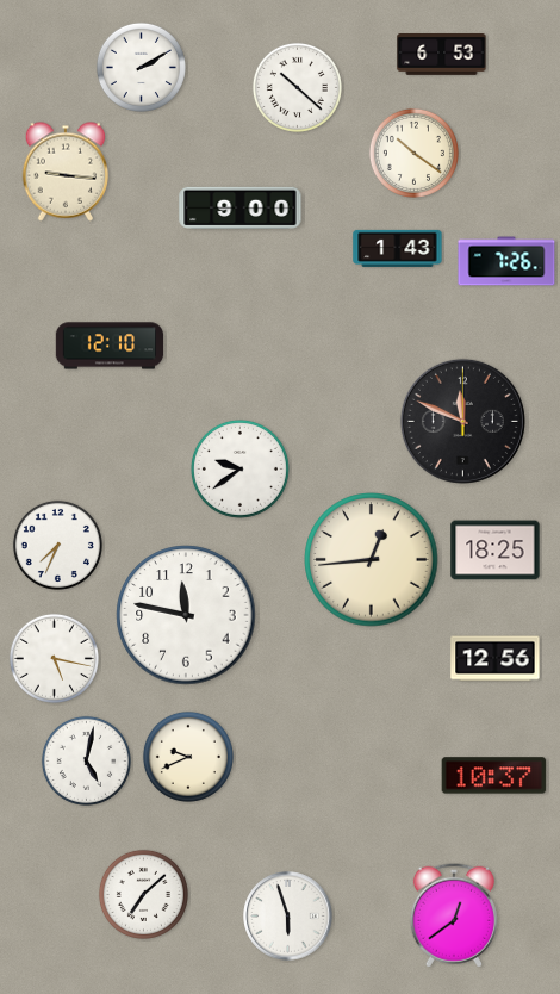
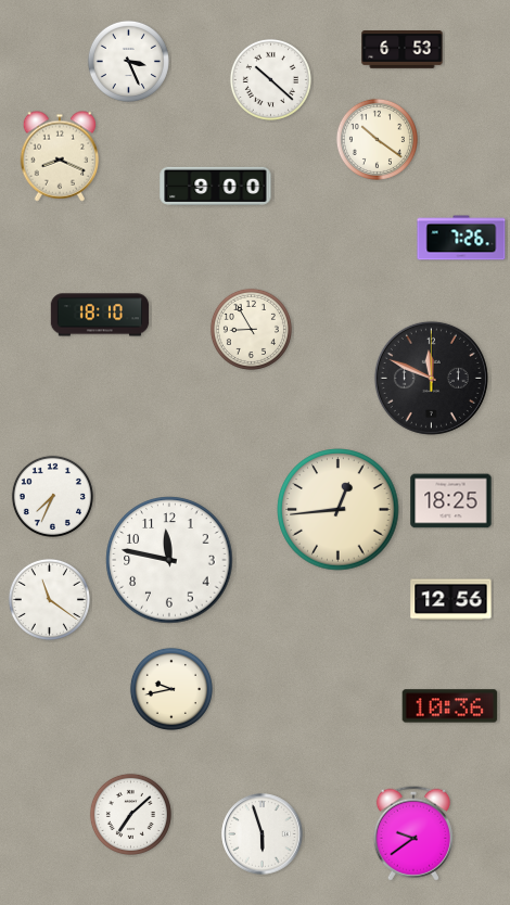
clock at (141, 67): 2:10 -> 3:26
clock at (66, 172): 9:16 -> 8:19
clock at (241, 207) position: (241, 207) -> (216, 186)
clock at (398, 248): 1:43 -> none
clock at (110, 346): 12:10 -> 18:10
clock at (251, 329): none -> 8:55
clock at (462, 421) position: (462, 421) -> (431, 378)
clock at (239, 468): 9:39 -> none
clock at (54, 658): 5:17 -> 11:21
clock at (188, 757): 9:41 -> 9:43
clock at (86, 760): 5:02 -> none
clock at (494, 776): 10:37 -> 10:36
clock at (454, 915): 12:39 -> 9:39
